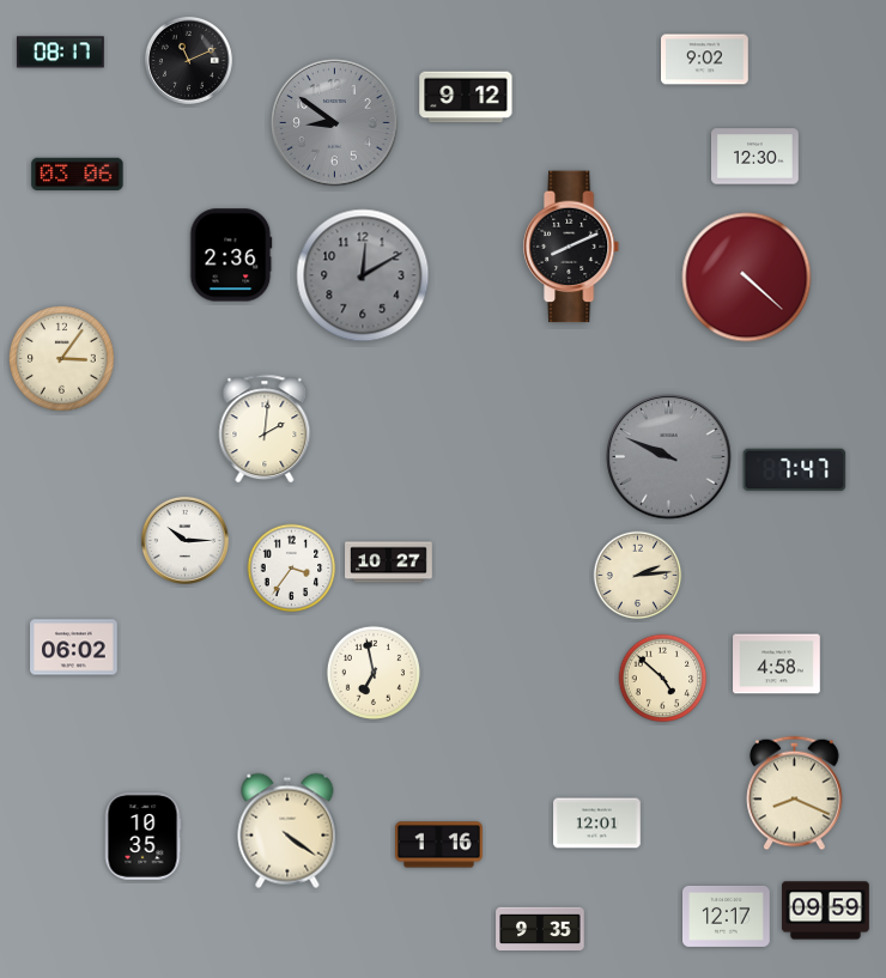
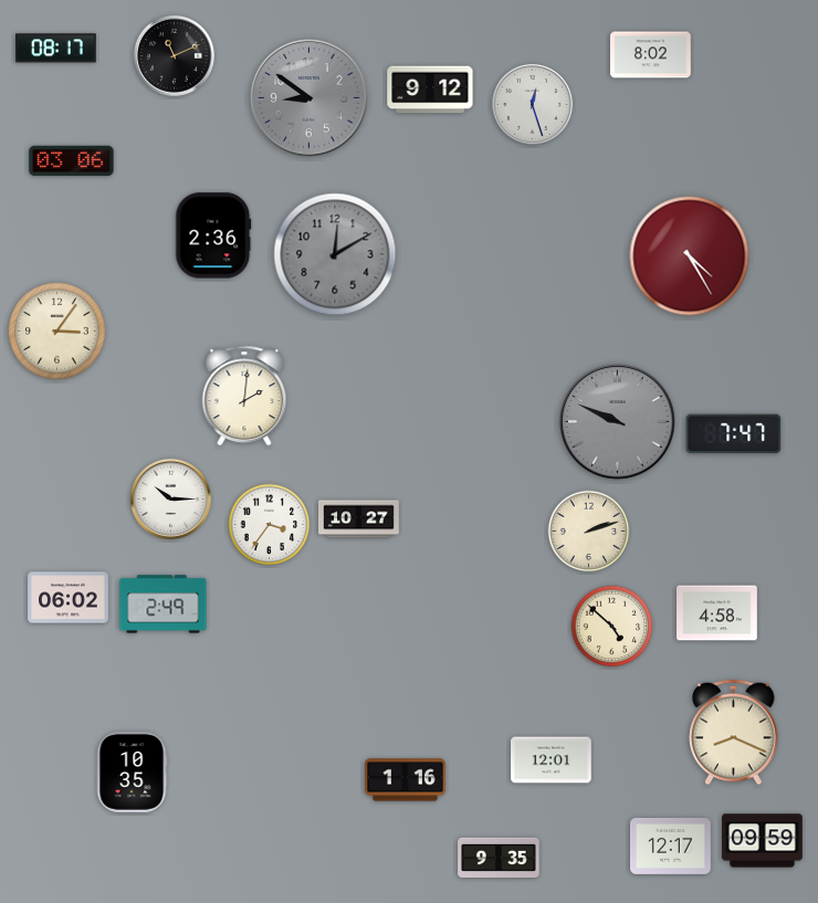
clock at (705, 60): 9:02 -> 8:02
clock at (532, 104): none -> 12:27
clock at (335, 123) position: (335, 123) -> (310, 98)
clock at (755, 157): 12:30 -> none
clock at (572, 247): 8:11 -> none
clock at (747, 278): 4:22 -> 4:25
clock at (638, 576): 2:14 -> 2:12
clock at (164, 605): none -> 2:49
clock at (372, 672): 6:58 -> none
clock at (287, 831): 4:21 -> none
